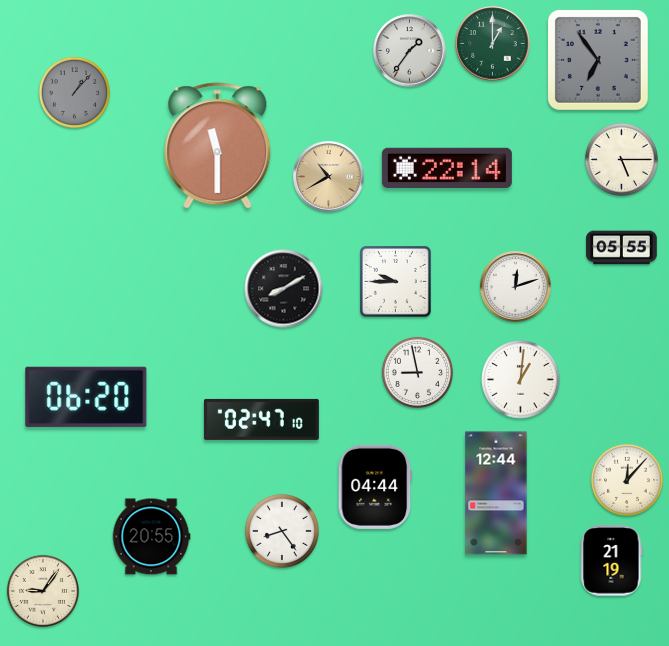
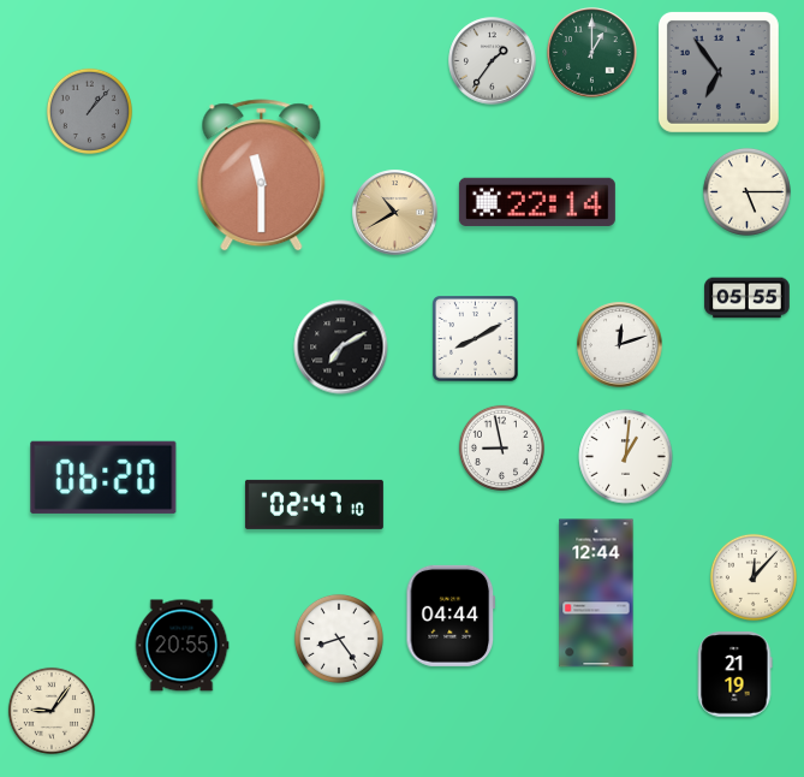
clock at (396, 282): 9:45 -> 8:10
clock at (284, 289): 8:10 -> 7:10
clock at (375, 487) position: (375, 487) -> (451, 616)
